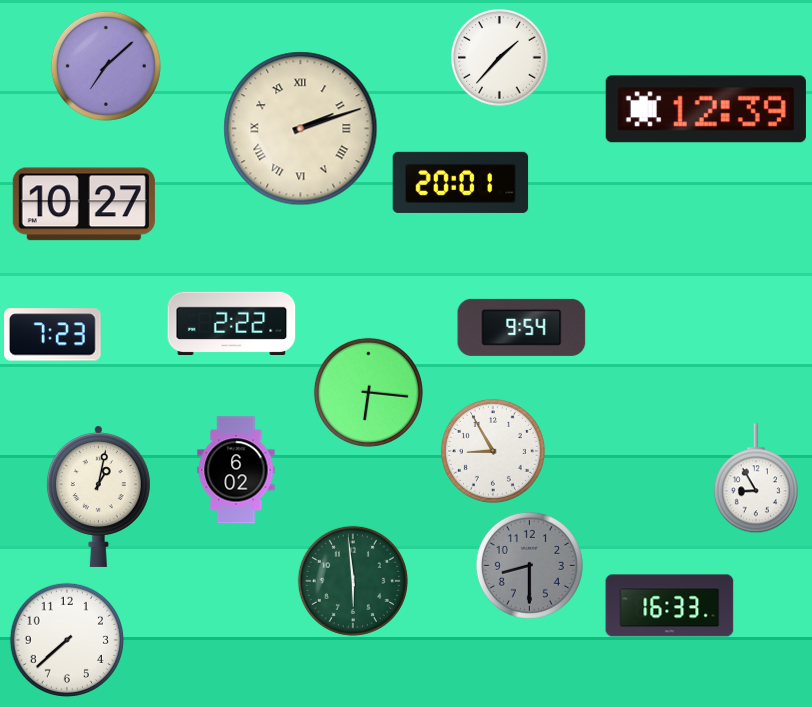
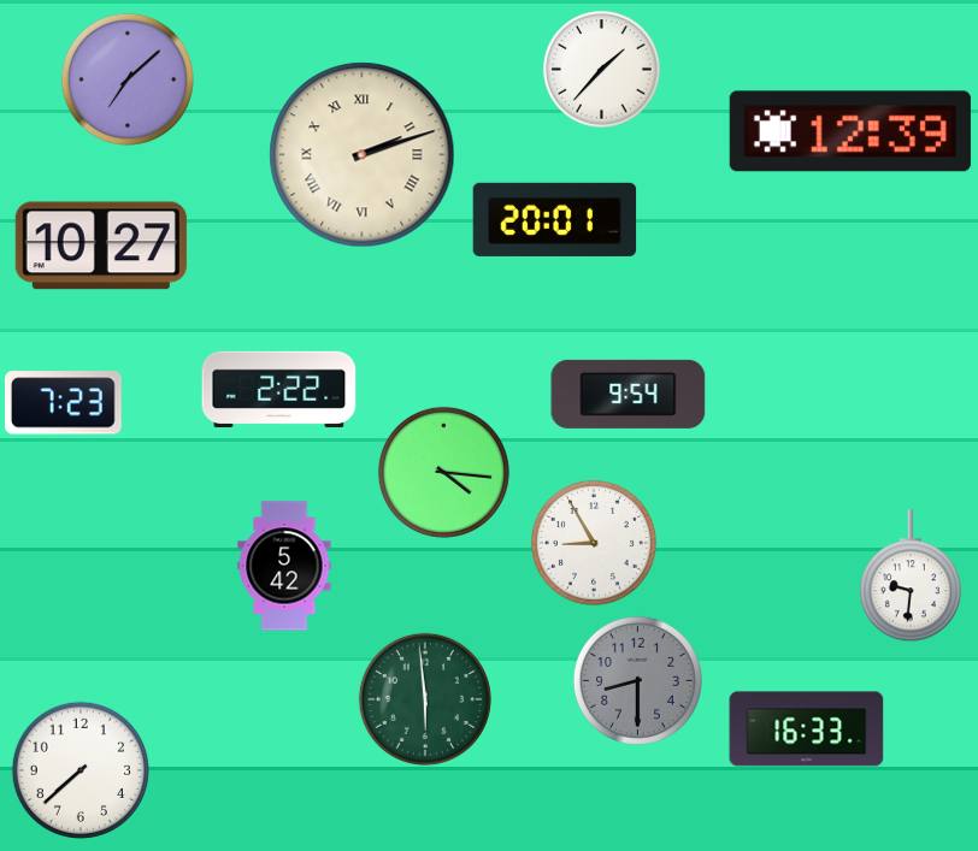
clock at (368, 392): 6:16 -> 4:16
clock at (236, 470): 6:02 -> 5:42
clock at (756, 478): 8:55 -> 9:31
clock at (98, 496): 1:02 -> none
